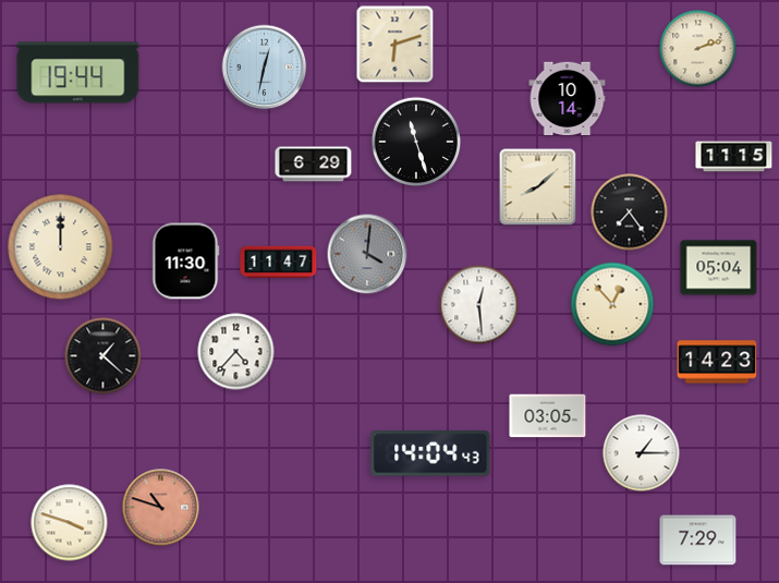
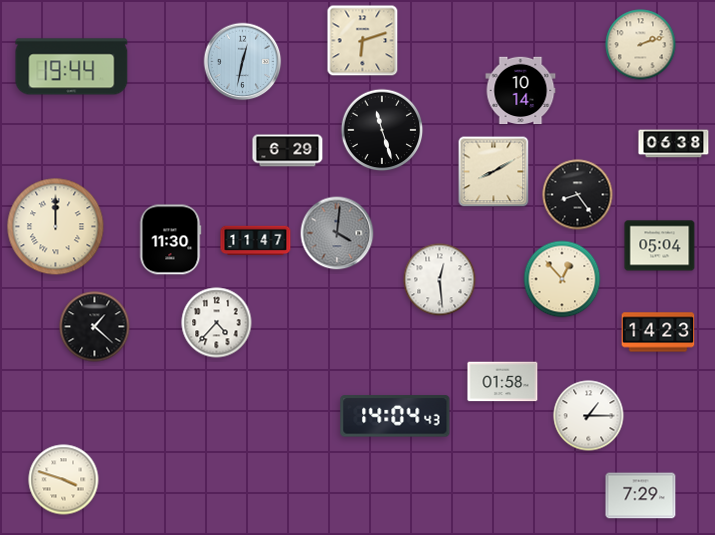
clock at (734, 157): 11:15 -> 06:38
clock at (538, 187): 8:08 -> 8:10
clock at (630, 212): 7:24 -> 8:24
clock at (548, 416): 03:05 -> 01:58
clock at (161, 508): 10:48 -> none
